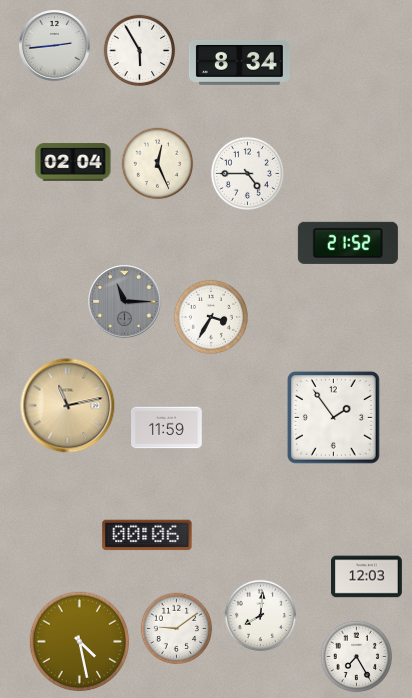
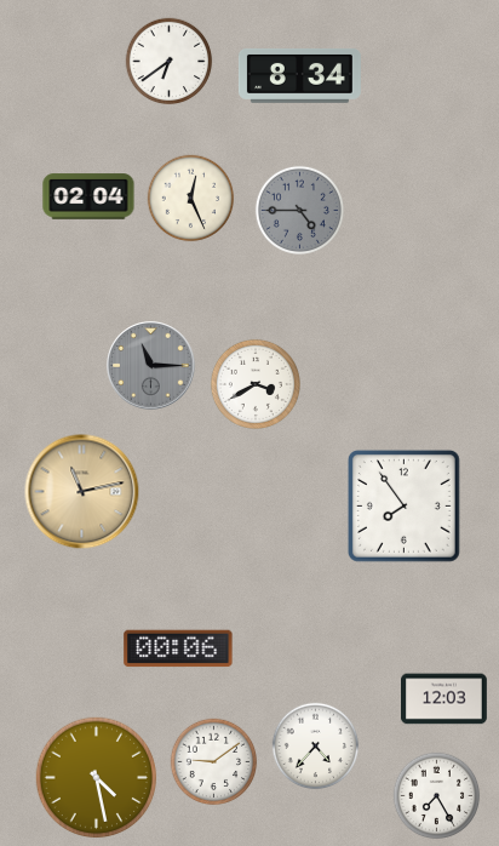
clock at (55, 46): 2:44 -> none
clock at (140, 51): 5:55 -> 6:39
clock at (239, 62) position: (239, 62) -> (299, 75)
clock at (247, 173) dial: white -> grey
clock at (348, 243): 21:52 -> none
clock at (211, 317): 3:35 -> 3:40
clock at (333, 417): 1:54 -> 7:54
clock at (167, 428): 11:59 -> none
clock at (261, 616): 8:01 -> 4:37
clock at (357, 657) position: (357, 657) -> (437, 796)
